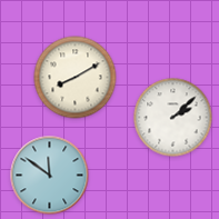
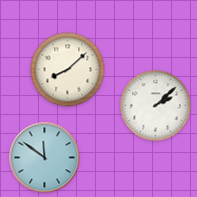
clock at (76, 78): 8:10 -> 8:08
